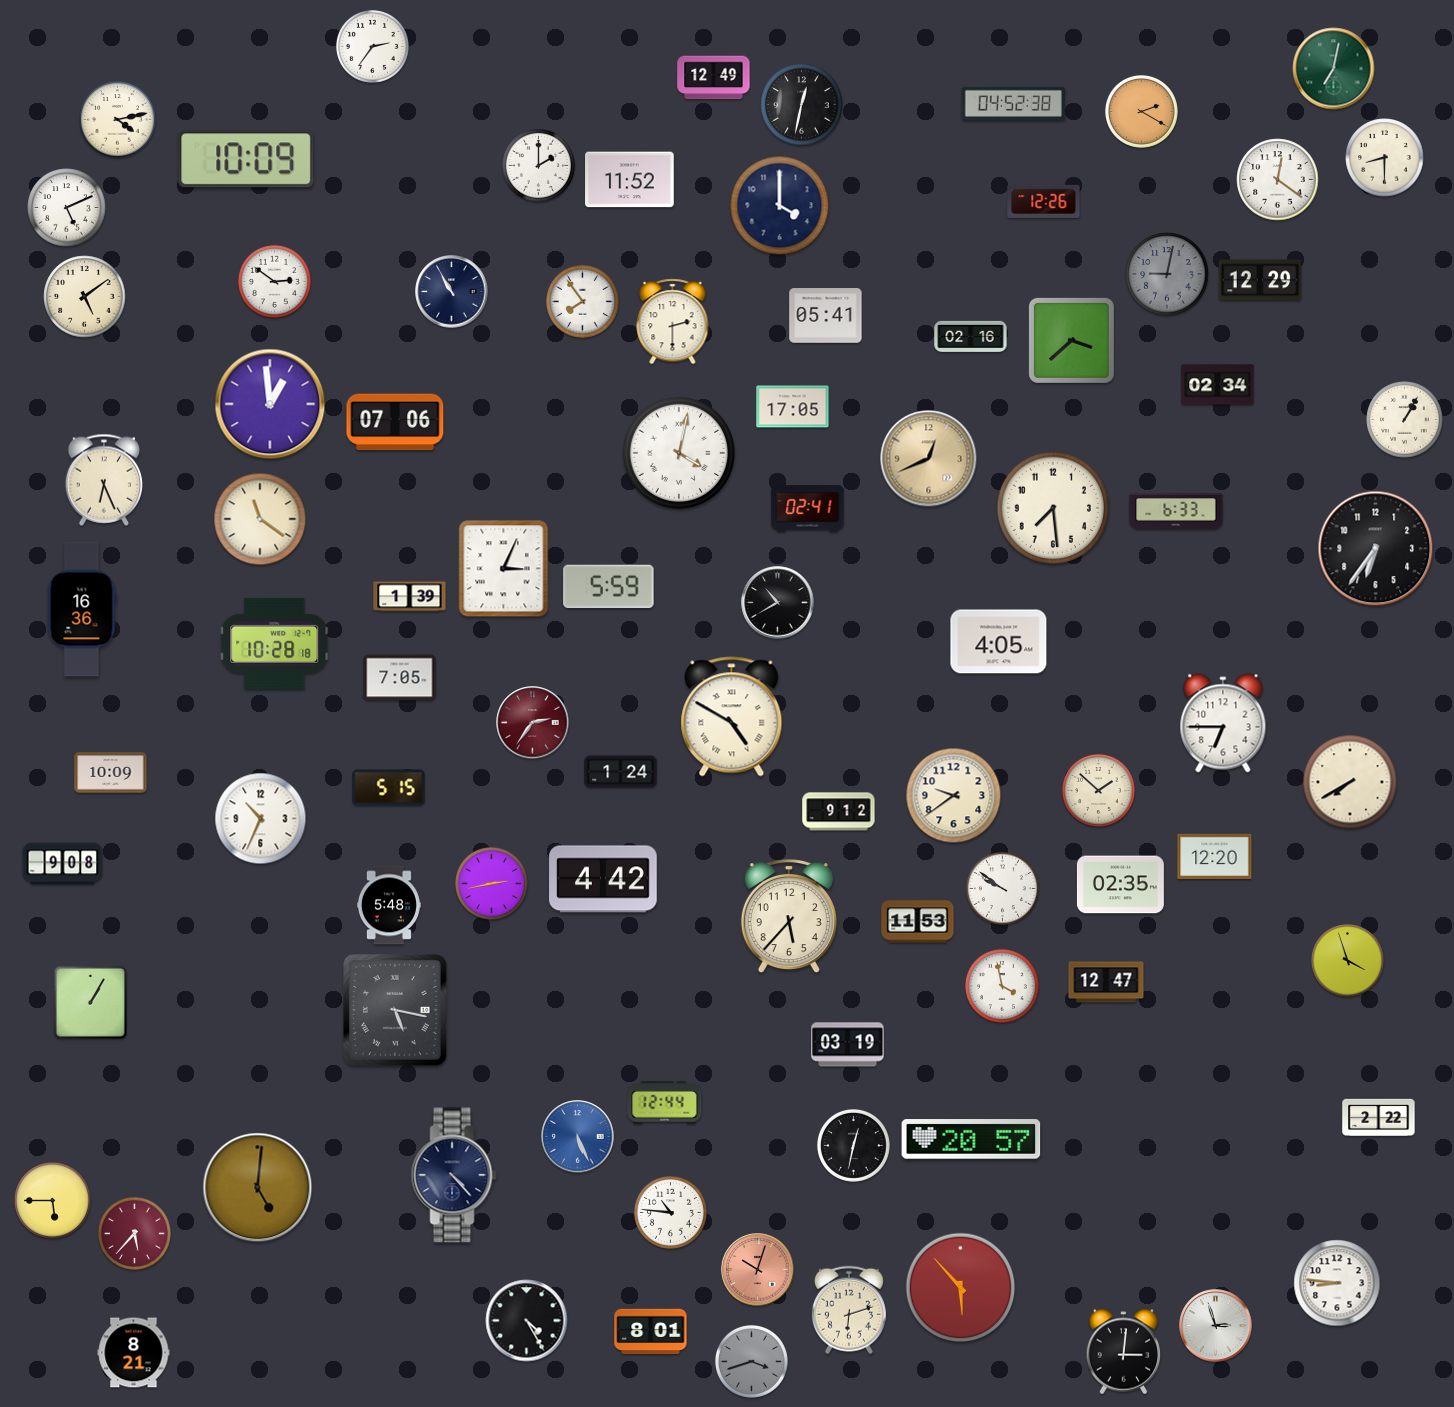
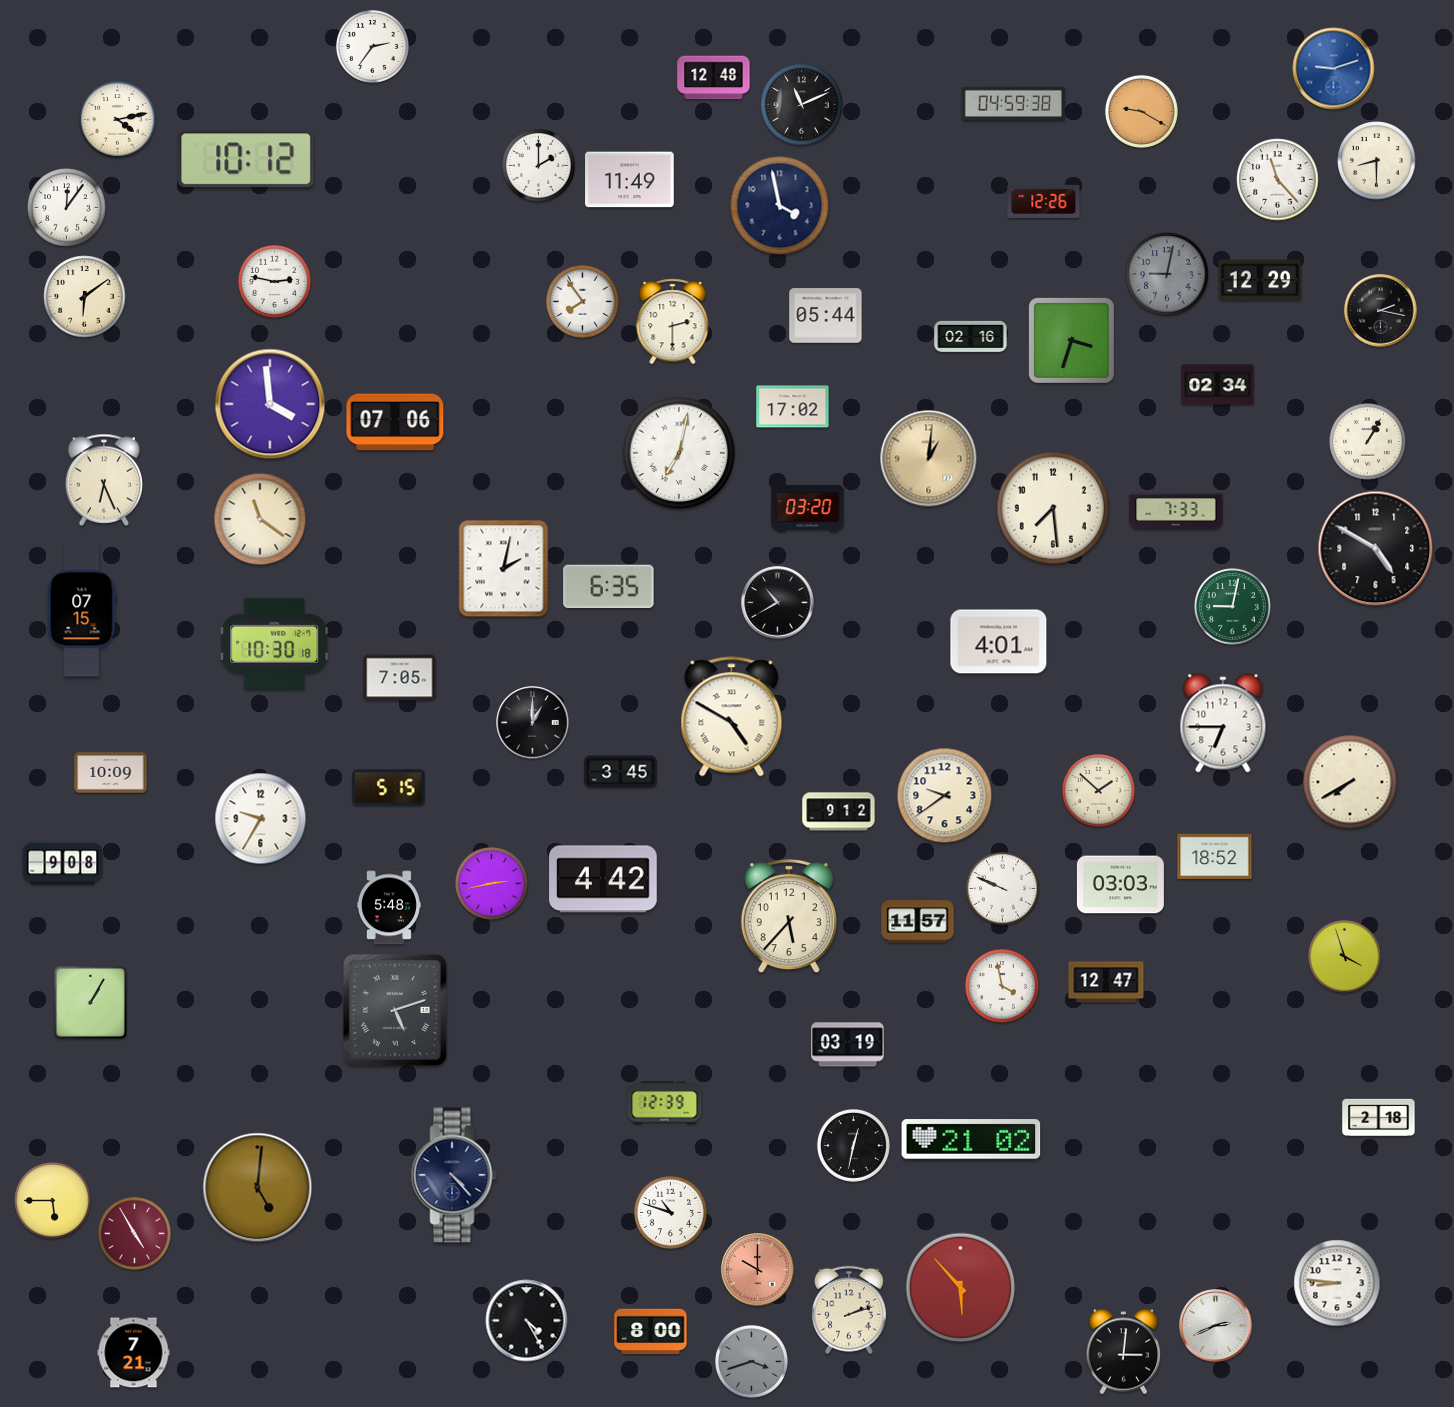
clock at (1334, 69): 7:02 -> 9:12
clock at (1334, 69) dial: green -> blue
clock at (714, 78): 12:49 -> 12:48
clock at (1013, 103): 04:52 -> 04:59
clock at (802, 105): 12:32 -> 11:11
clock at (1141, 111): 2:20 -> 9:20
clock at (1385, 158) position: (1385, 158) -> (1377, 161)
clock at (246, 159): 10:09 -> 10:12
clock at (630, 180): 11:52 -> 11:49
clock at (1278, 180): 12:21 -> 11:23
clock at (780, 206): 4:00 -> 3:58
clock at (67, 208): 5:11 -> 12:06
clock at (274, 281): 2:51 -> 2:47
clock at (452, 292): 10:55 -> none
clock at (85, 297): 5:09 -> 6:09
clock at (1381, 311): none -> 2:17
clock at (826, 316): 05:41 -> 05:44
clock at (1071, 340): 3:38 -> 3:33
clock at (270, 404): 12:59 -> 3:59
clock at (793, 407): 17:05 -> 17:02
clock at (1405, 420) position: (1405, 420) -> (1368, 442)
clock at (679, 453): 4:02 -> 7:02
clock at (929, 459): 12:41 -> 1:01
clock at (808, 508): 02:41 -> 03:20
clock at (1176, 511): 6:33 -> 7:33
clock at (1376, 549): 6:36 -> 4:50
clock at (504, 569): 3:04 -> 2:02
clock at (609, 587): 5:59 -> 6:35
clock at (410, 597): 1:39 -> none
clock at (1233, 607): none -> 9:02
clock at (82, 609): 16:36 -> 07:15
clock at (999, 642): 4:05 -> 4:01
clock at (275, 643): 10:28 -> 10:30
clock at (533, 723): 2:36 -> 1:00
clock at (533, 723) dial: burgundy -> black
clock at (621, 772): 1:24 -> 3:45
clock at (954, 796) position: (954, 796) -> (945, 796)
clock at (261, 819): 10:34 -> 9:35
clock at (1215, 856): 12:20 -> 18:52
clock at (1120, 885): 02:35 -> 03:03
clock at (1002, 888): 9:51 -> 9:49
clock at (918, 922): 11:53 -> 11:57
clock at (1347, 960) position: (1347, 960) -> (1344, 956)
clock at (395, 1010): 5:17 -> 5:12
clock at (665, 1103): 12:44 -> 12:39
clock at (1379, 1118): 2:22 -> 2:18
clock at (578, 1137): 5:26 -> none
clock at (971, 1139): 20:57 -> 21:02
clock at (670, 1212): 10:46 -> 10:48
clock at (134, 1233): 5:37 -> 4:55
clock at (758, 1270): 10:03 -> 10:00
clock at (849, 1310): 6:12 -> 2:12
clock at (1216, 1326): 2:57 -> 2:41
clock at (651, 1332): 8:01 -> 8:00
clock at (134, 1353): 8:21 -> 7:21
